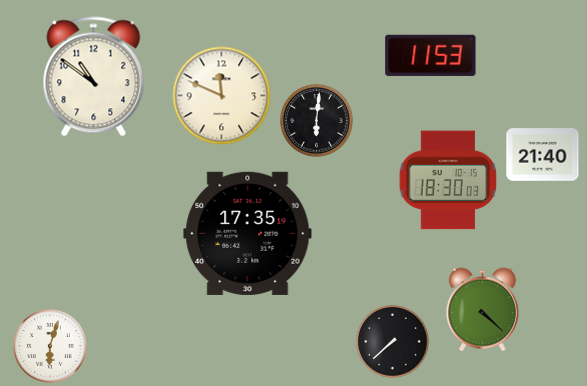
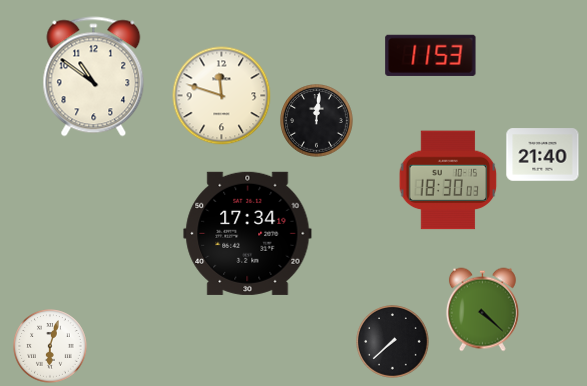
clock at (222, 96): 11:49 -> 11:48
clock at (317, 121): 6:01 -> 12:01
clock at (248, 233): 17:35 -> 17:34
